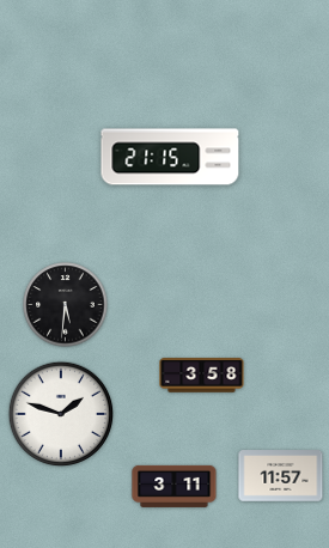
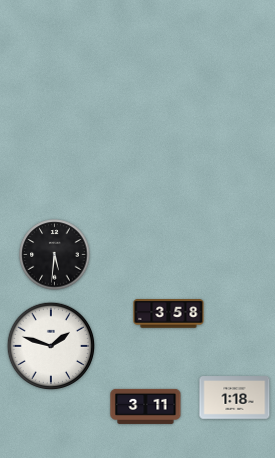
clock at (170, 157): 21:15 -> none
clock at (281, 476): 11:57 -> 1:18
